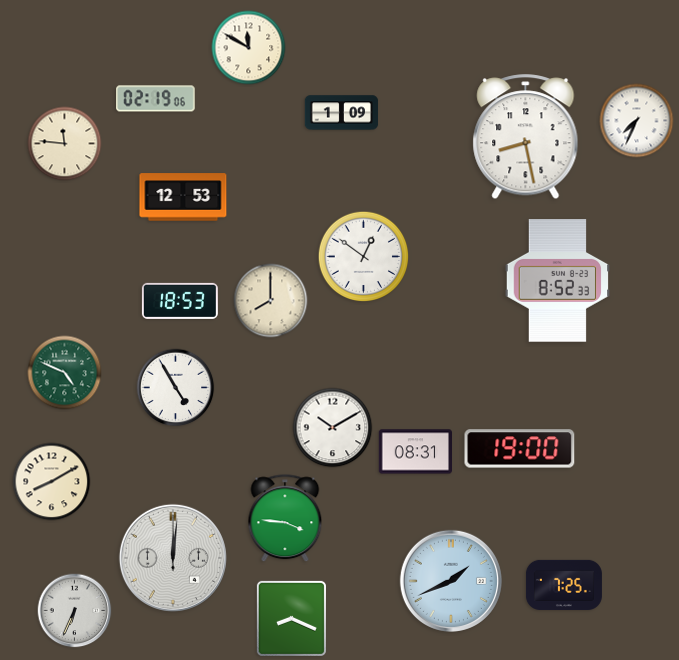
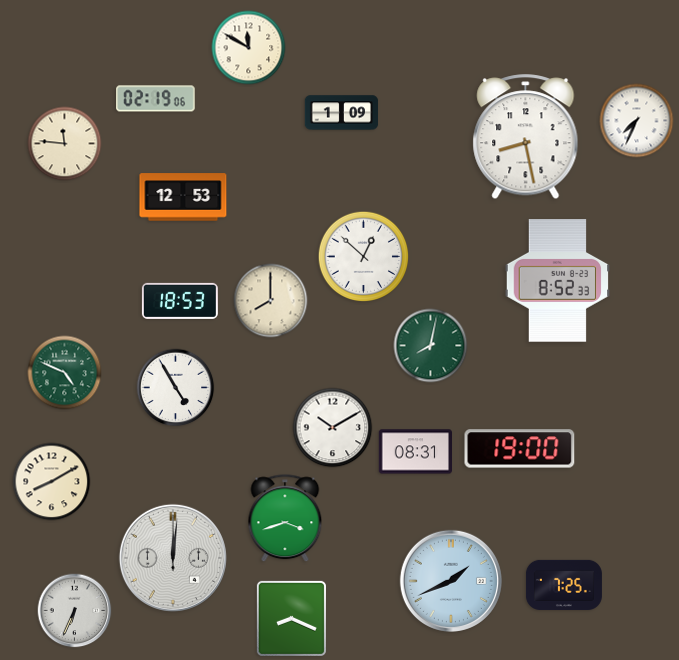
clock at (364, 257): 12:51 -> 12:52
clock at (431, 346): none -> 8:02
clock at (285, 519): 3:46 -> 3:42
